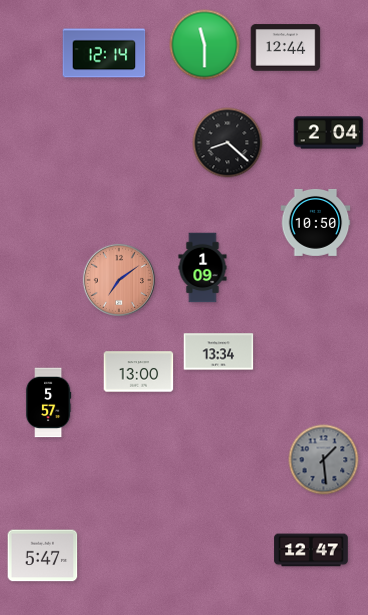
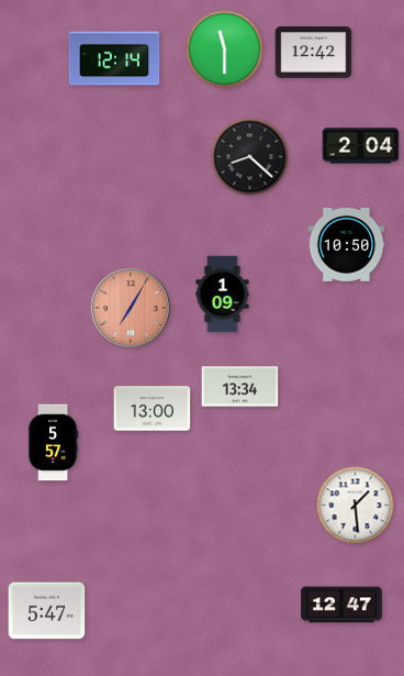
clock at (286, 48): 12:44 -> 12:42
clock at (119, 280): 7:09 -> 7:05
clock at (324, 460) dial: grey -> white
